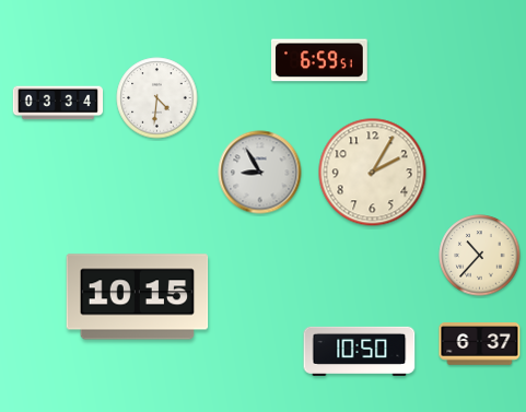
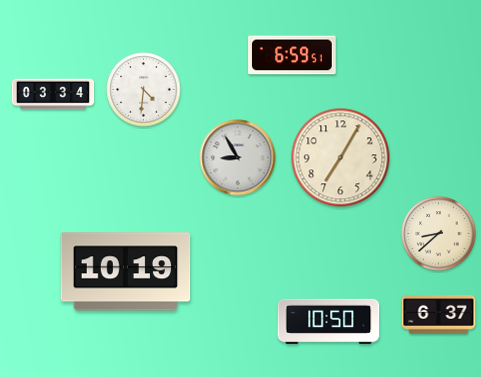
clock at (373, 173): 2:05 -> 7:05
clock at (480, 256): 10:37 -> 8:38
clock at (138, 297): 10:15 -> 10:19
